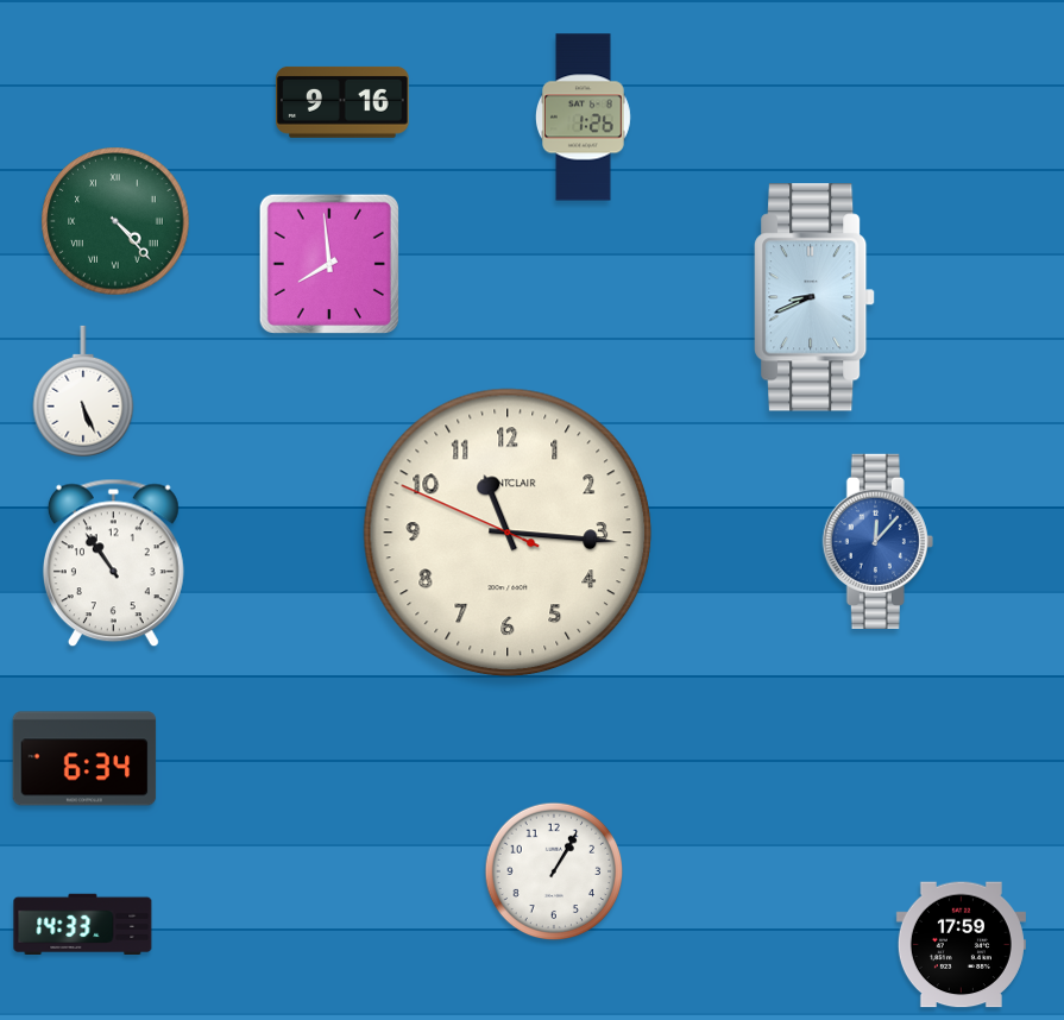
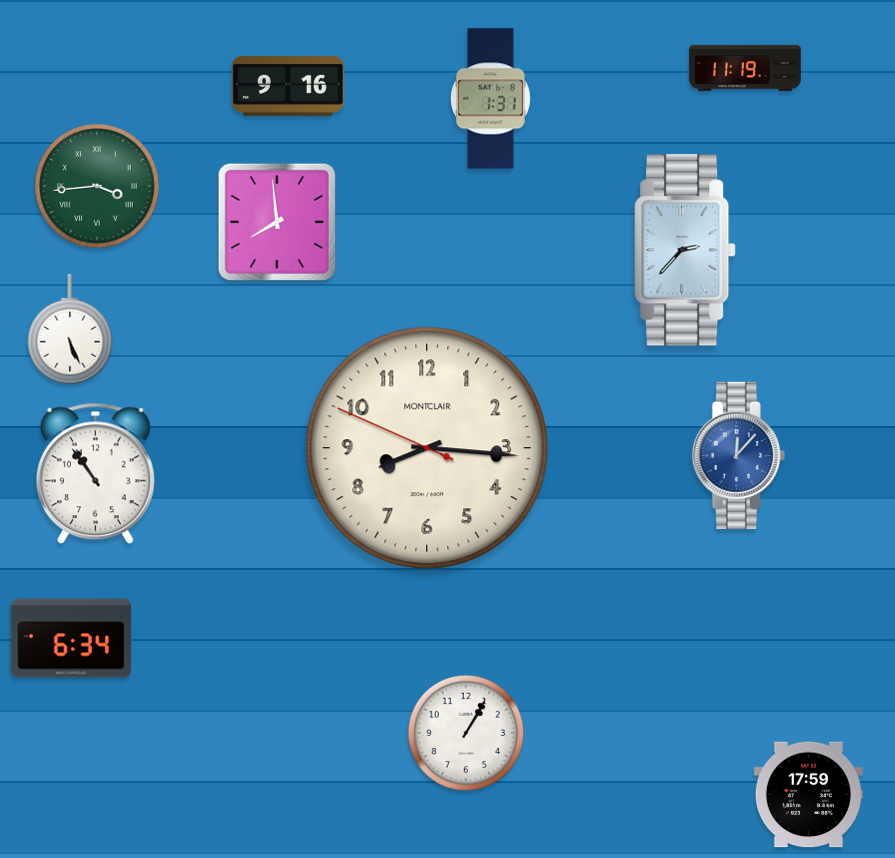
clock at (745, 68): none -> 11:19
clock at (583, 118): 1:26 -> 1:31
clock at (115, 221): 4:23 -> 3:44
clock at (814, 297): 8:41 -> 2:37
clock at (508, 533): 11:15 -> 8:15
clock at (83, 924): 14:33 -> none
